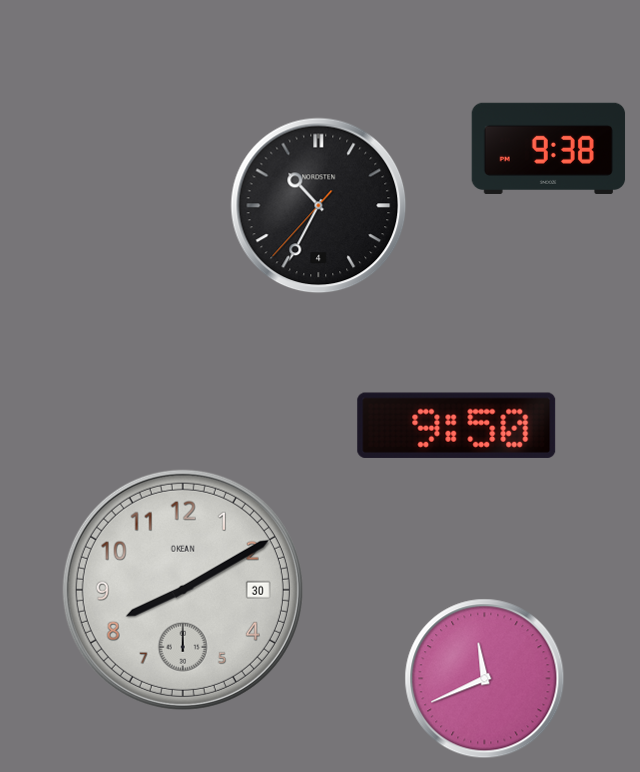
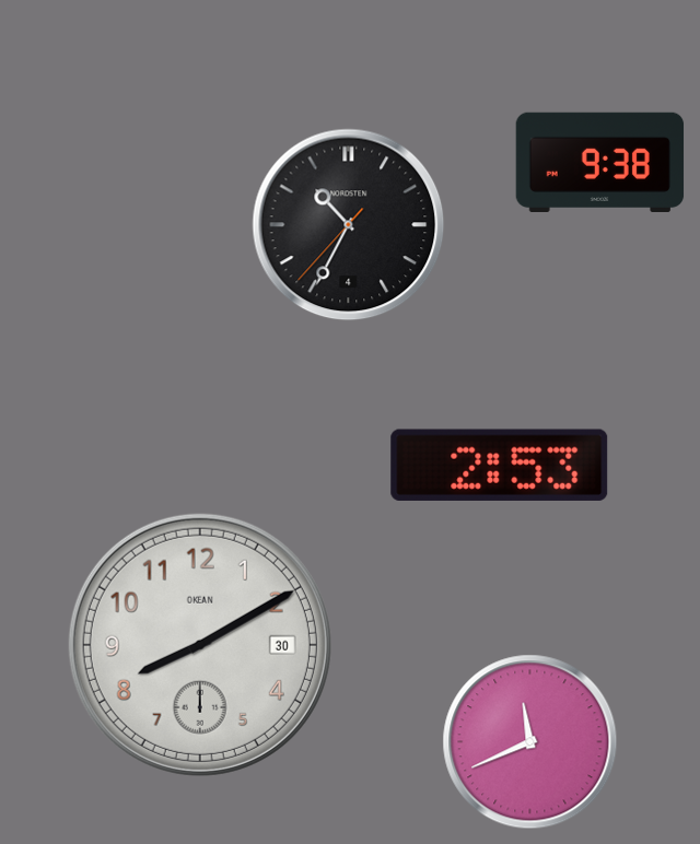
clock at (457, 425): 9:50 -> 2:53
